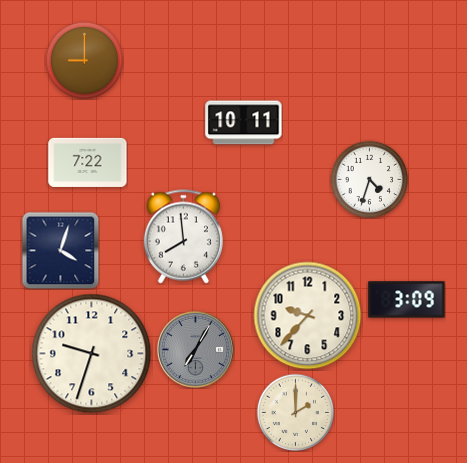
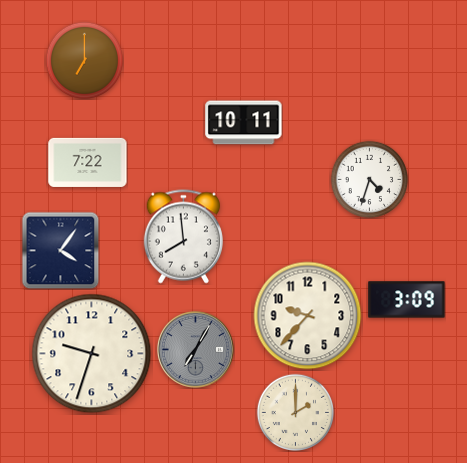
clock at (84, 60): 9:00 -> 7:00
clock at (60, 250): 4:03 -> 4:06
